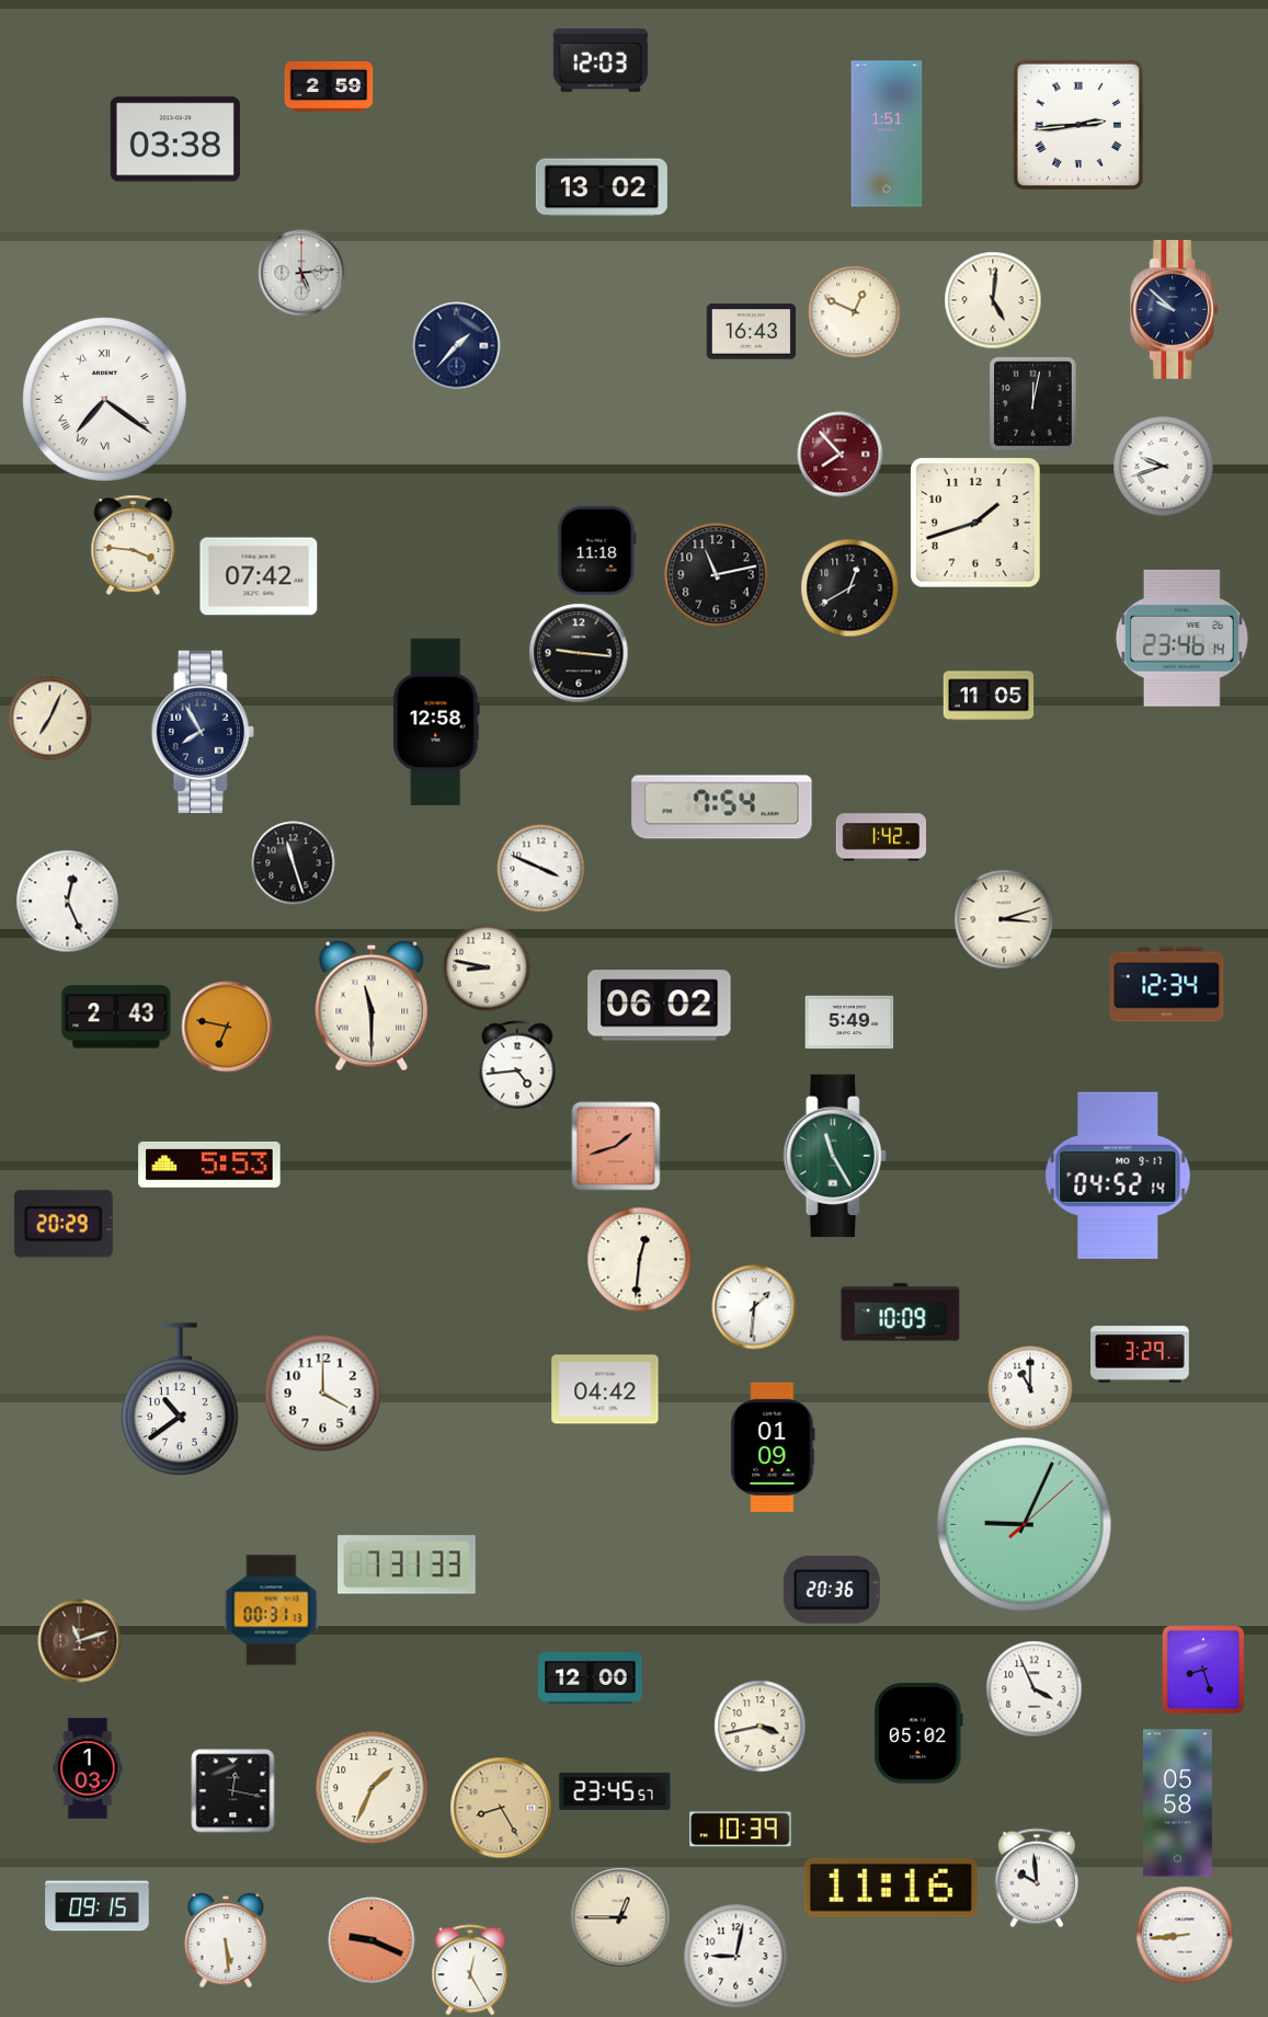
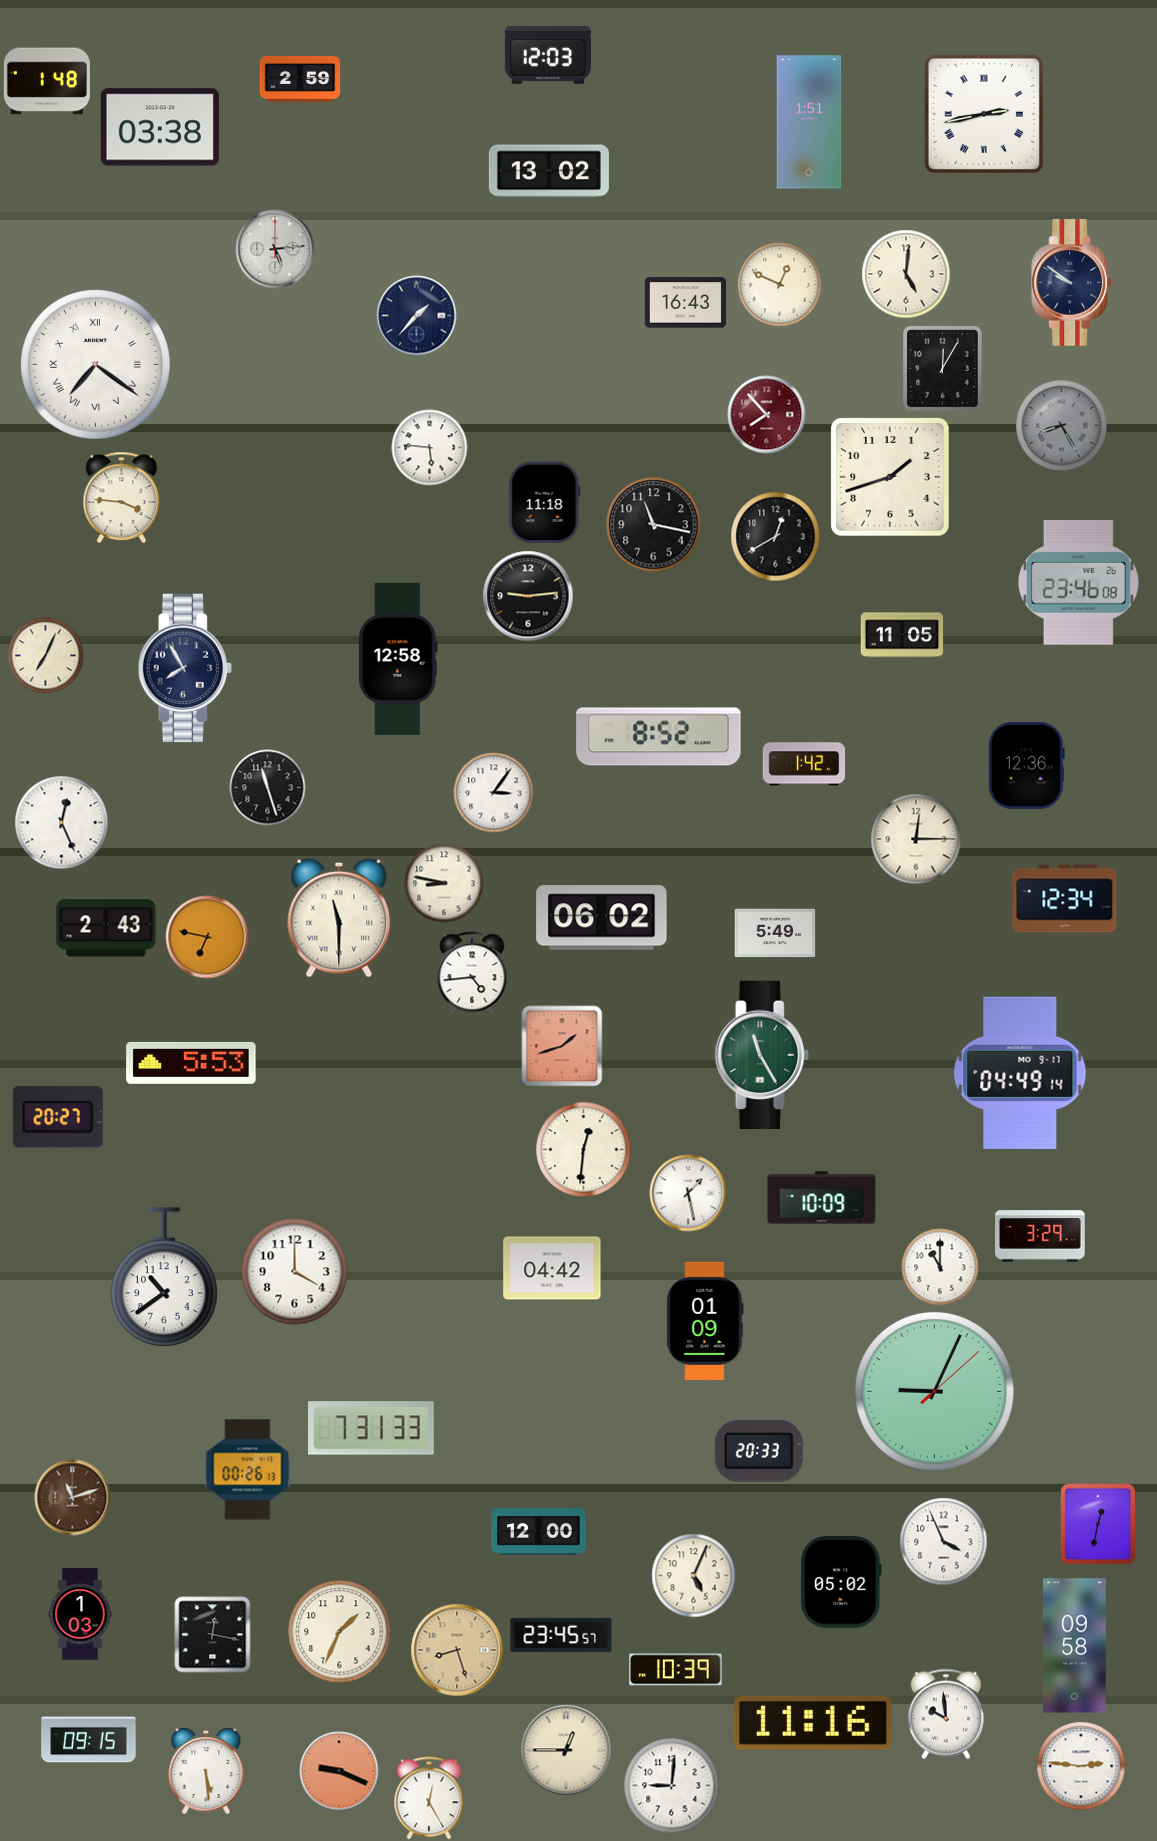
clock at (47, 81): none -> 1:48
clock at (1077, 124): 2:44 -> 2:43
clock at (1175, 310): 9:52 -> 9:51
clock at (1033, 404): 12:02 -> 12:05
clock at (1164, 467): 9:42 -> 8:25
clock at (1164, 467) dial: white -> grey
clock at (430, 448): none -> 5:46
clock at (717, 575): 11:13 -> 11:17
clock at (259, 576): 07:42 -> none
clock at (1181, 638): 23:46:14 -> 23:46:08
clock at (579, 653): 9:16 -> 9:14
clock at (722, 807): 7:54 -> 8:52
clock at (1026, 765): none -> 12:36
clock at (541, 869): 3:49 -> 3:06
clock at (1004, 919): 3:12 -> 12:15
clock at (1118, 1176): 04:52 -> 04:49
clock at (64, 1224): 20:29 -> 20:27
clock at (754, 1307): 1:31 -> 1:28
clock at (832, 1590): 20:36 -> 20:33
clock at (272, 1611): 00:31 -> 00:26
clock at (1203, 1670): 8:27 -> 12:32
clock at (761, 1727): 3:43 -> 5:04
clock at (919, 1733) position: (919, 1733) -> (842, 1582)
clock at (1178, 1803): 05:58 -> 09:58
clock at (501, 1808): 8:25 -> 8:27
clock at (1185, 1935): 8:44 -> 2:46
clock at (736, 1957): 9:02 -> 9:01
